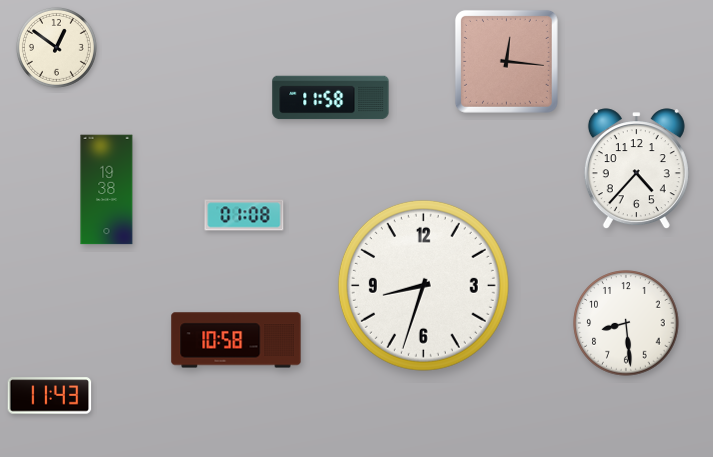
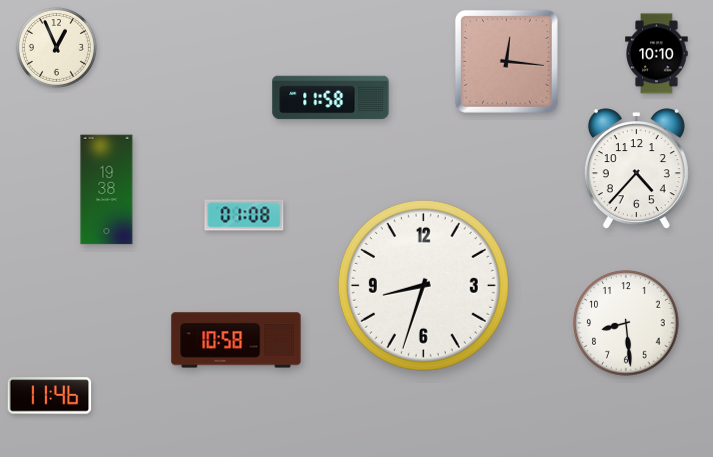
clock at (56, 47): 12:51 -> 12:56
clock at (657, 54): none -> 10:10
clock at (50, 396): 11:43 -> 11:46
